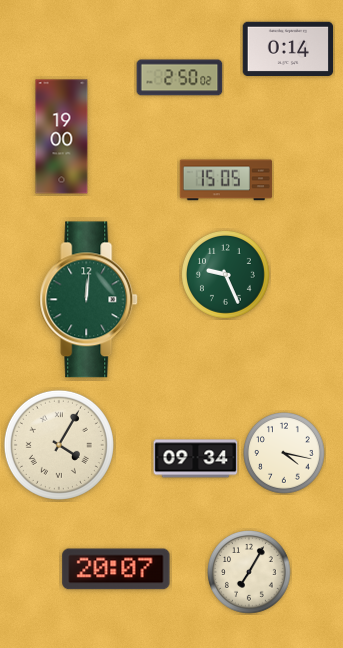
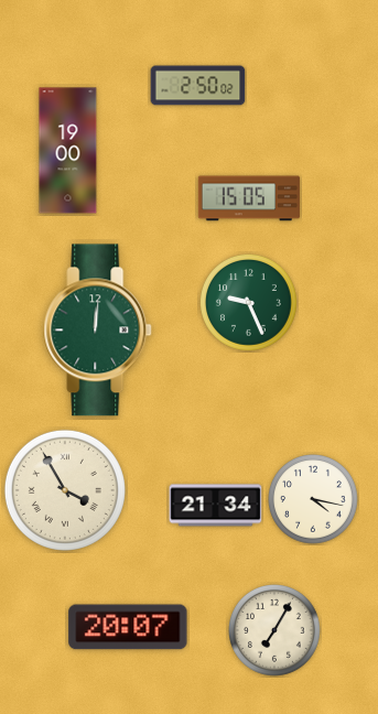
clock at (288, 48): 0:14 -> none
clock at (59, 445): 4:05 -> 3:55
clock at (196, 459): 09:34 -> 21:34
